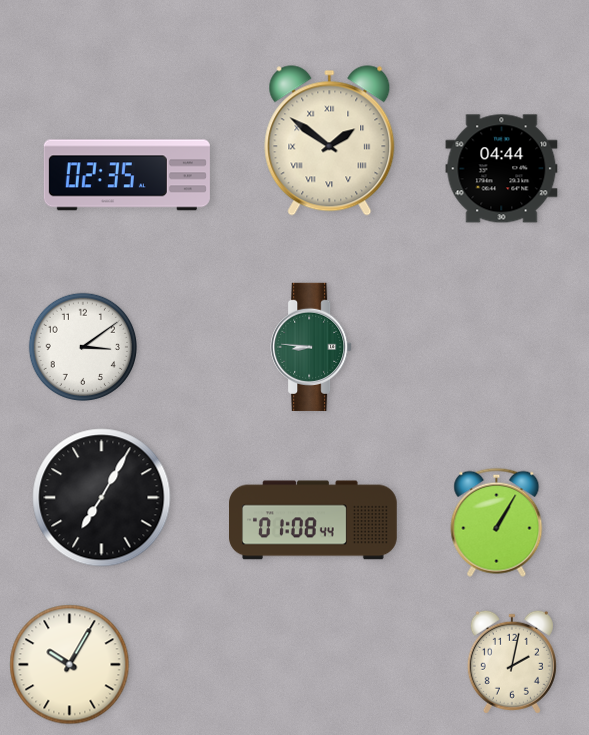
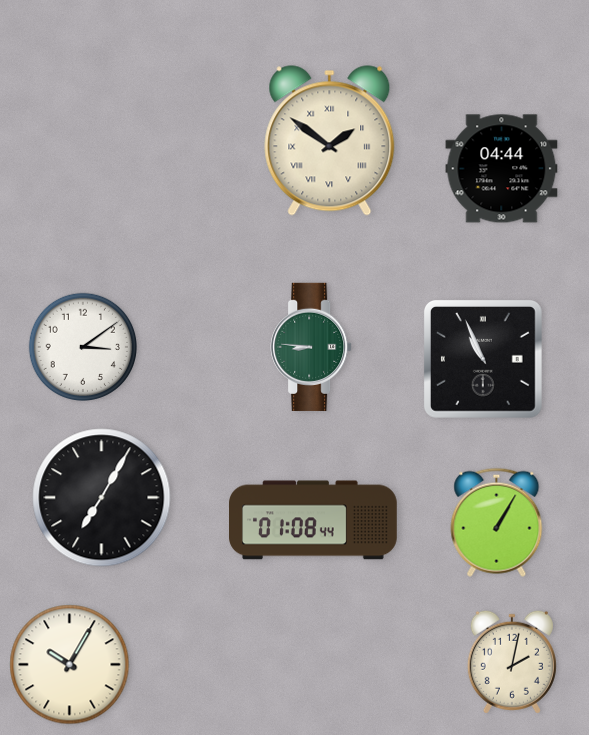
clock at (127, 175): 02:35 -> none
clock at (483, 359): none -> 10:56
